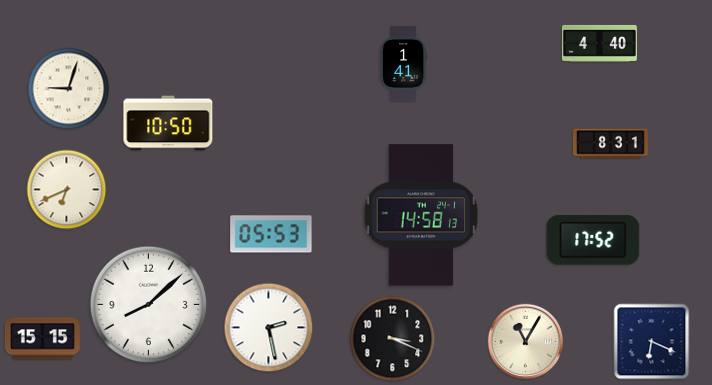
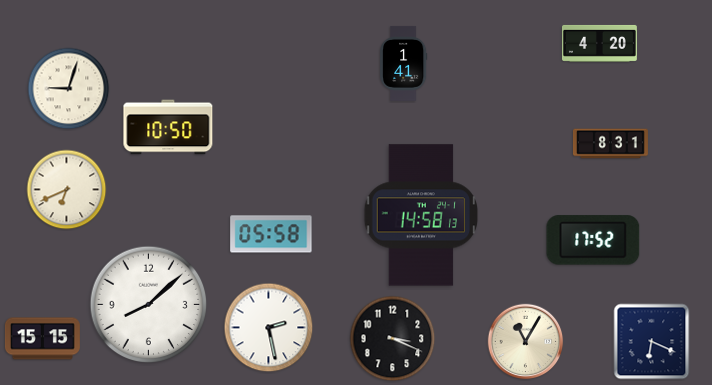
clock at (599, 43): 4:40 -> 4:20
clock at (168, 123) position: (168, 123) -> (168, 127)
clock at (271, 234): 05:53 -> 05:58
